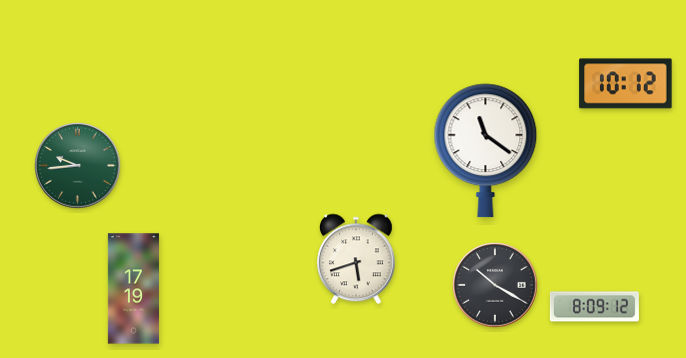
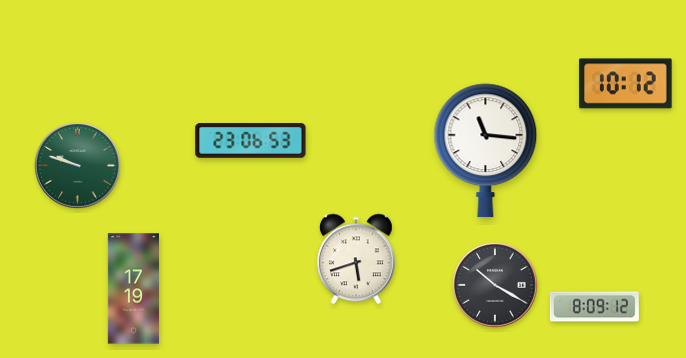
clock at (251, 141): none -> 23:06
clock at (486, 151): 11:21 -> 11:16
clock at (78, 166): 9:44 -> 9:48
